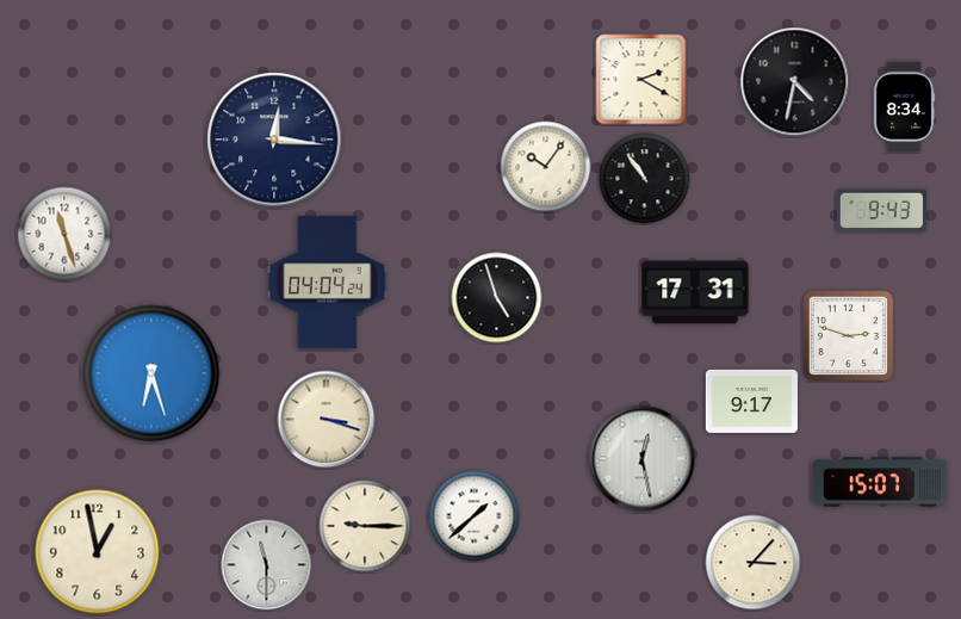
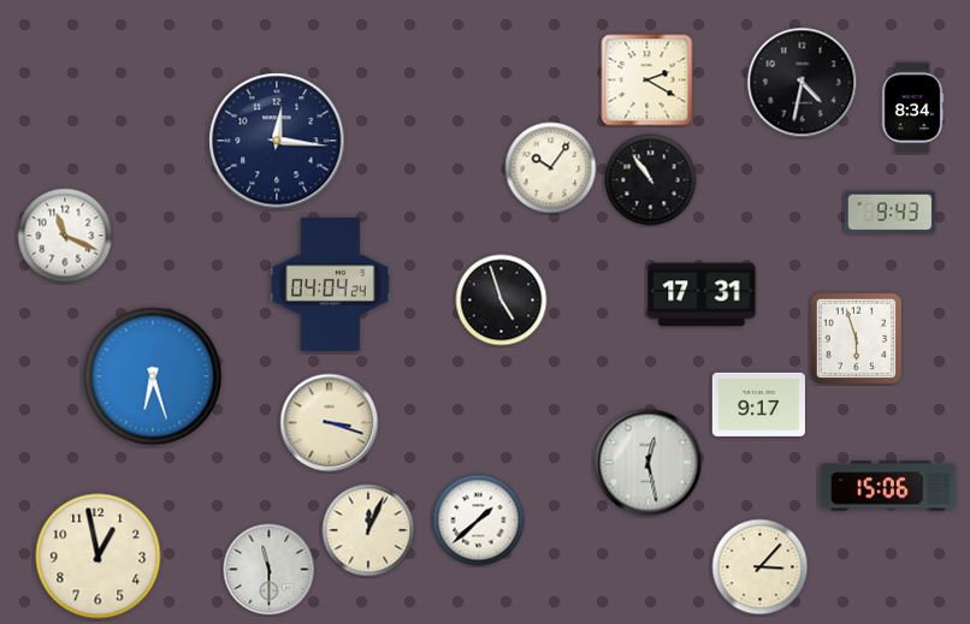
clock at (64, 234): 11:27 -> 11:19
clock at (848, 335): 2:48 -> 5:57
clock at (880, 482): 15:07 -> 15:06
clock at (365, 526): 9:15 -> 12:04
